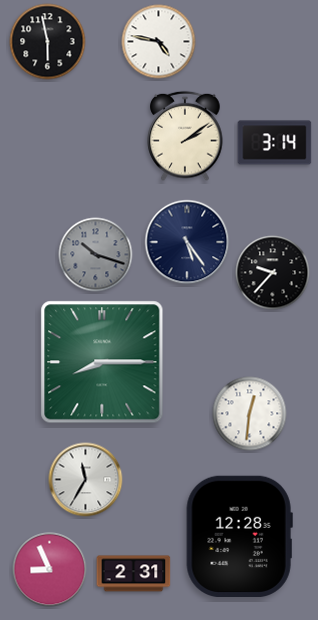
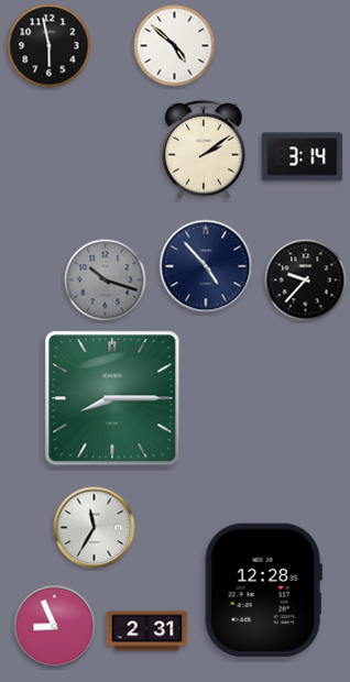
clock at (48, 42) position: (48, 42) -> (50, 46)
clock at (159, 42): 4:47 -> 4:52
clock at (187, 242): 5:24 -> 4:53
clock at (273, 273) position: (273, 273) -> (306, 280)
clock at (250, 414): 12:31 -> none
